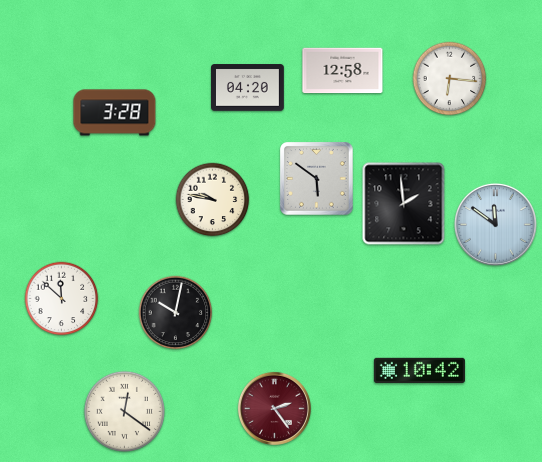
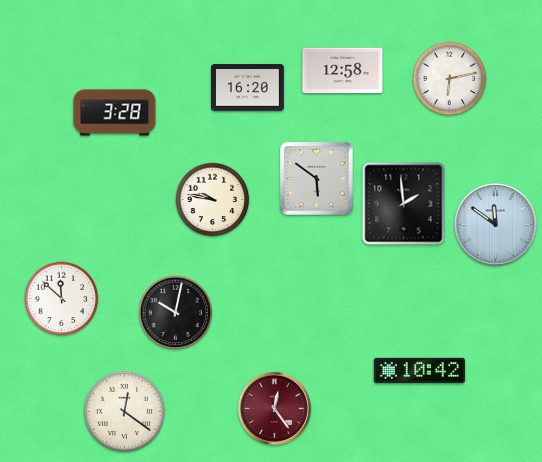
clock at (450, 79): 6:16 -> 6:13
clock at (248, 88): 04:20 -> 16:20
clock at (274, 408): 2:24 -> 12:24
